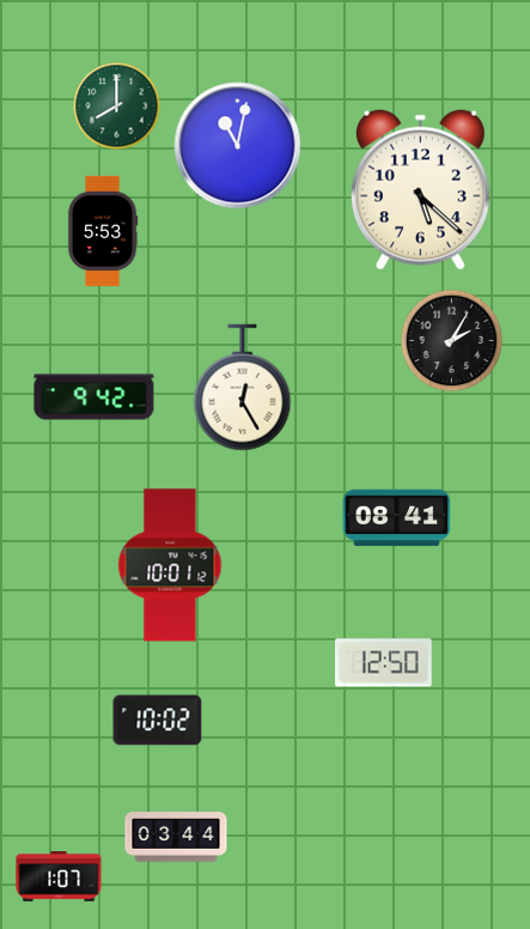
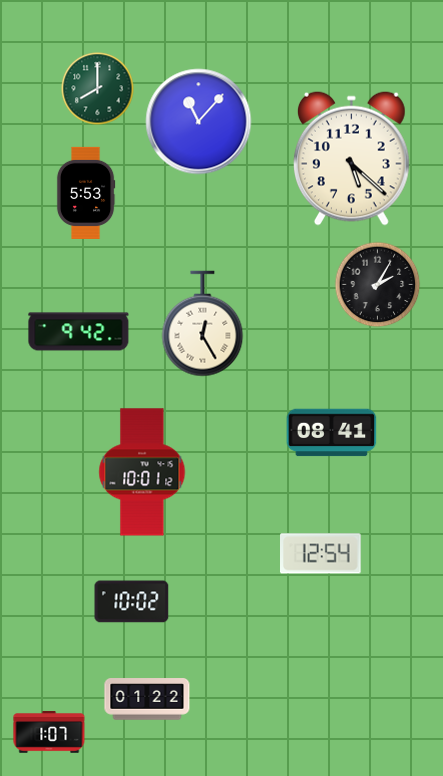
clock at (238, 146): 11:02 -> 11:07
clock at (384, 663): 12:50 -> 12:54
clock at (176, 837): 03:44 -> 01:22
